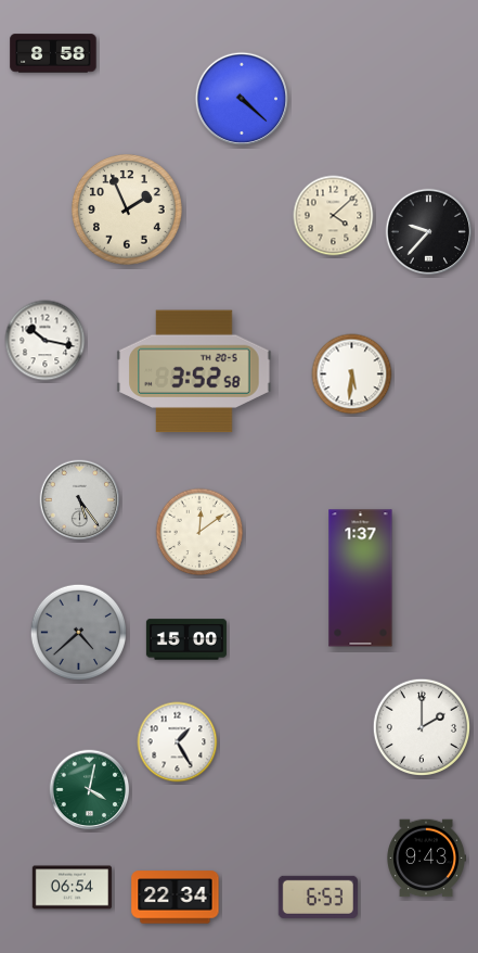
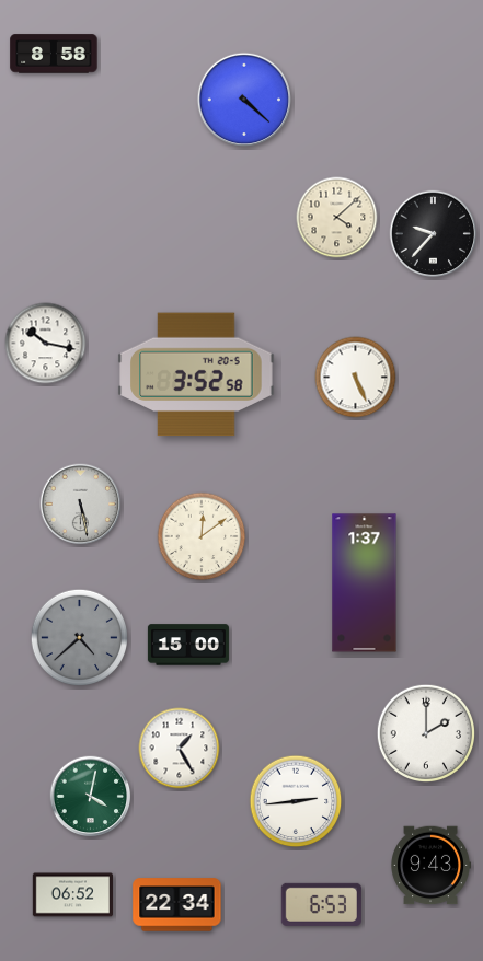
clock at (128, 211): 1:56 -> none
clock at (352, 374): 5:31 -> 5:26
clock at (80, 500): 5:24 -> 5:28
clock at (296, 801): none -> 2:44
clock at (72, 888): 06:54 -> 06:52
